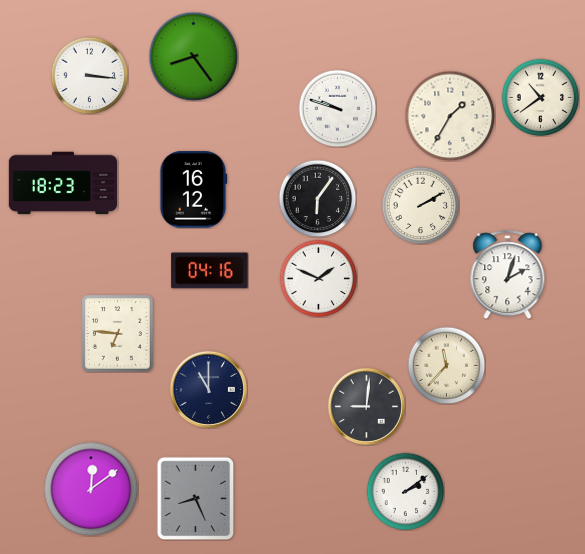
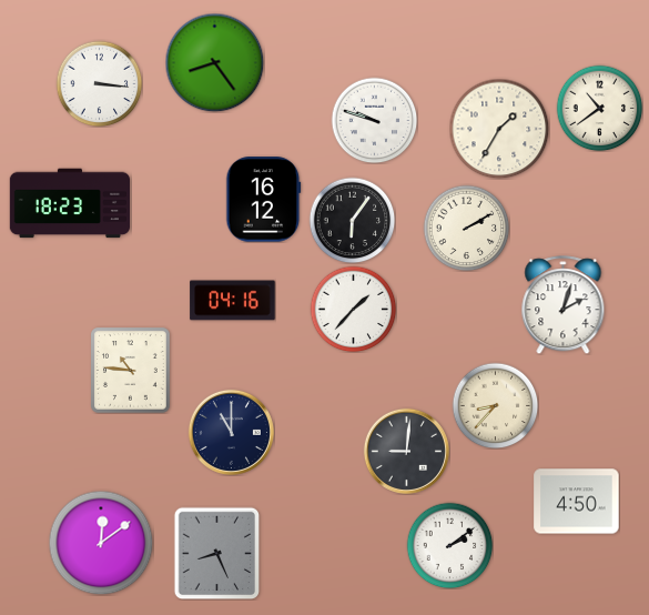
clock at (194, 190) position: (194, 190) -> (264, 200)
clock at (318, 278): 1:49 -> 1:37
clock at (118, 334): 6:46 -> 10:46
clock at (446, 365): 11:37 -> 8:37
clock at (577, 502): none -> 4:50
